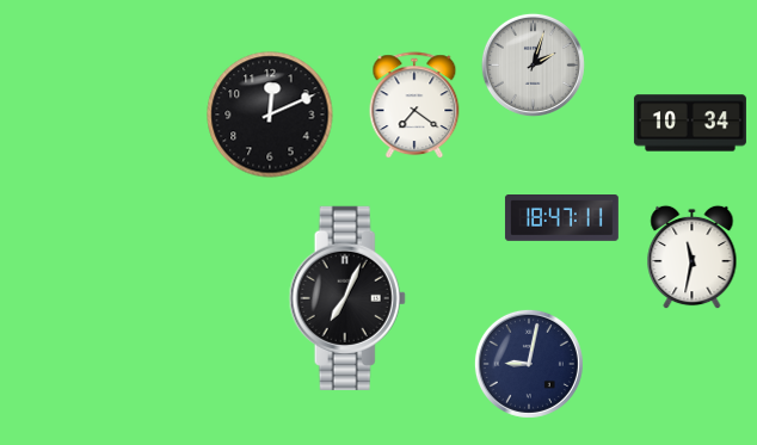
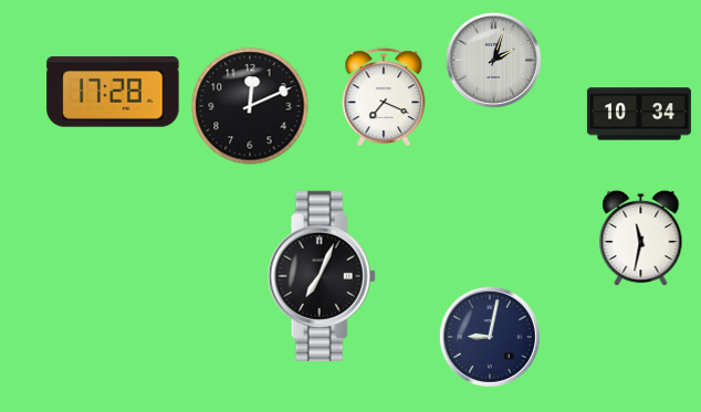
clock at (113, 92): none -> 17:28
clock at (414, 106): 7:21 -> 7:19
clock at (561, 218): 18:47 -> none
